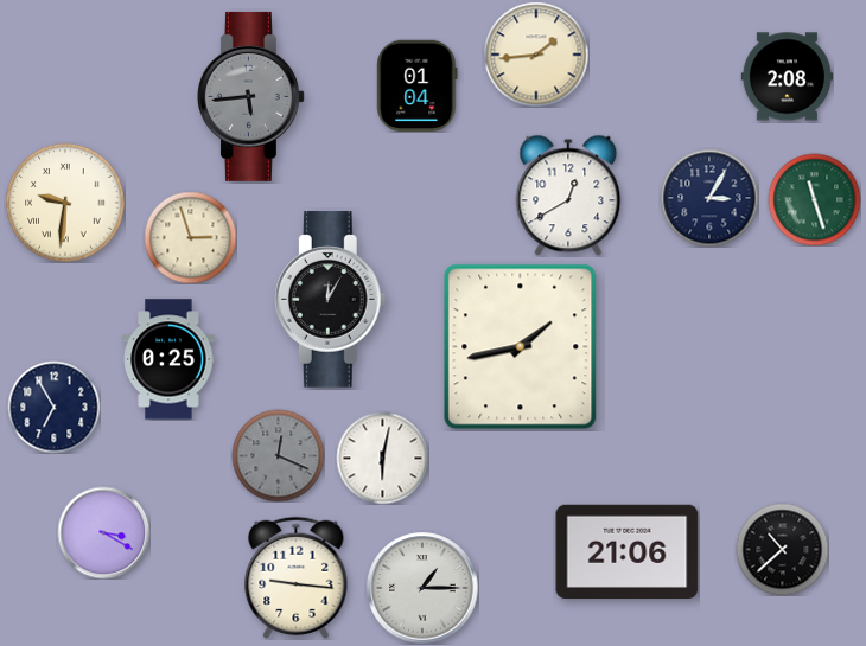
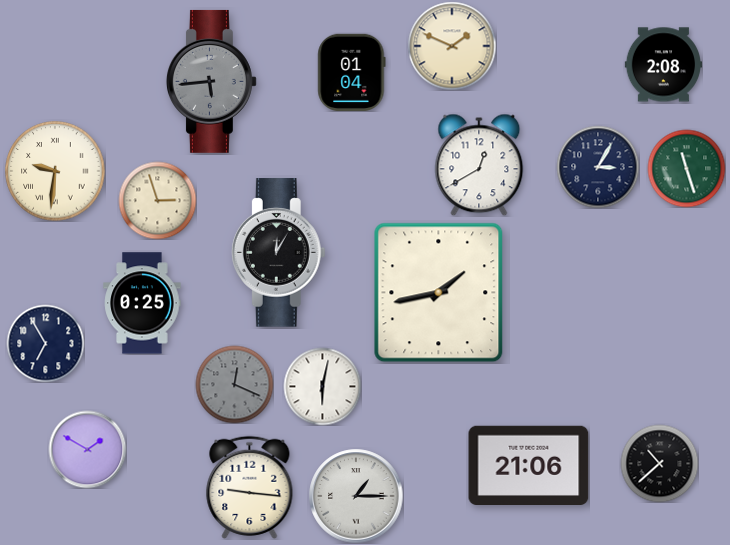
clock at (536, 55): 1:44 -> 1:49
clock at (190, 237) position: (190, 237) -> (157, 200)
clock at (103, 532): 3:20 -> 1:50
